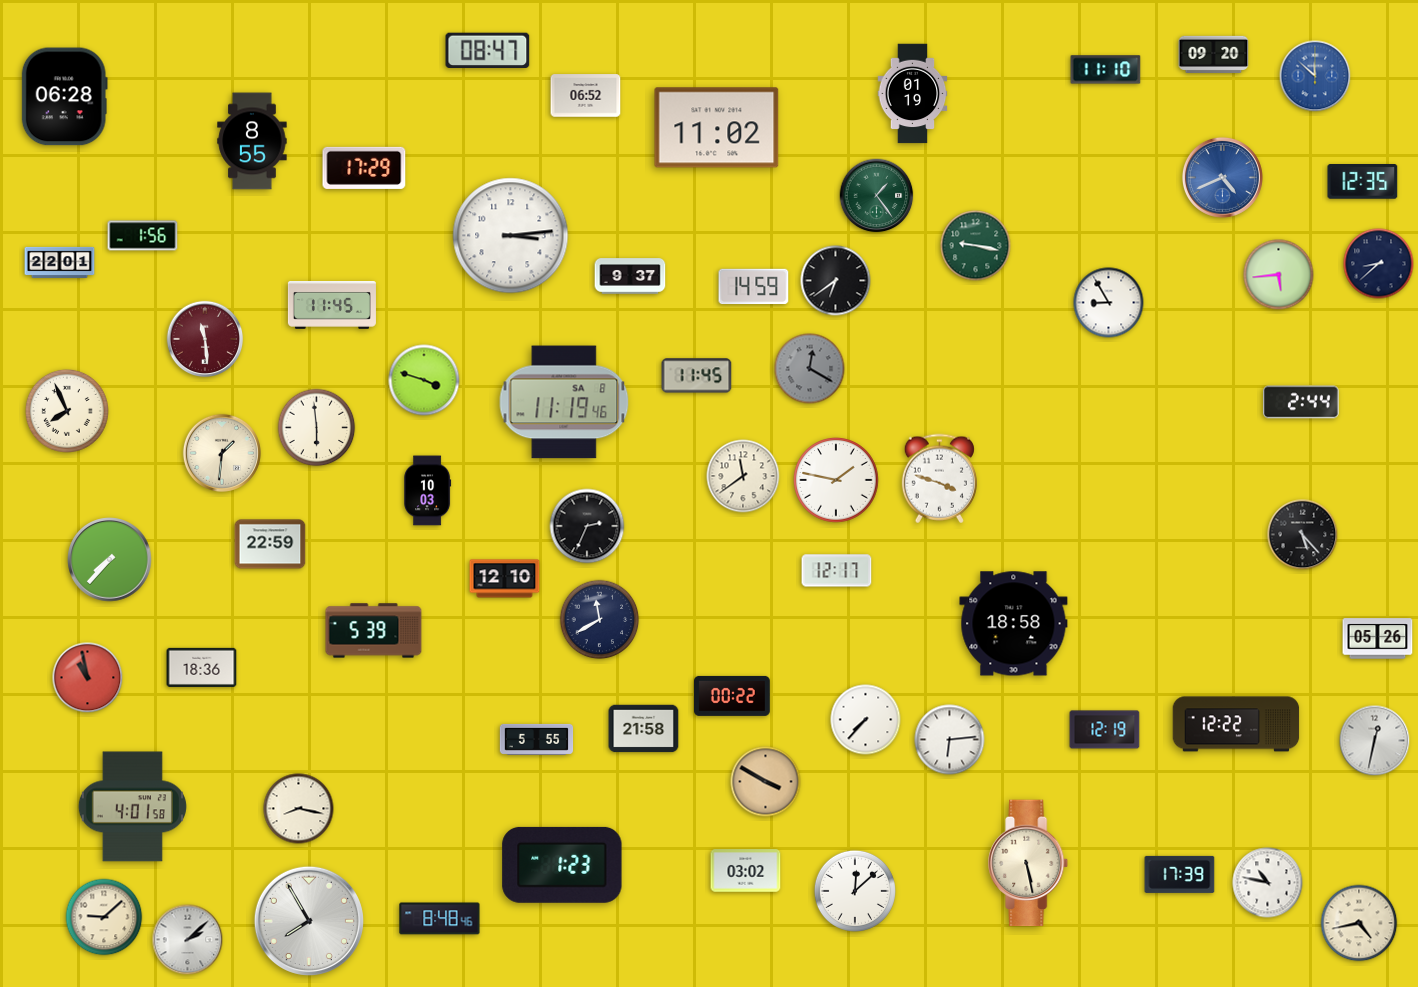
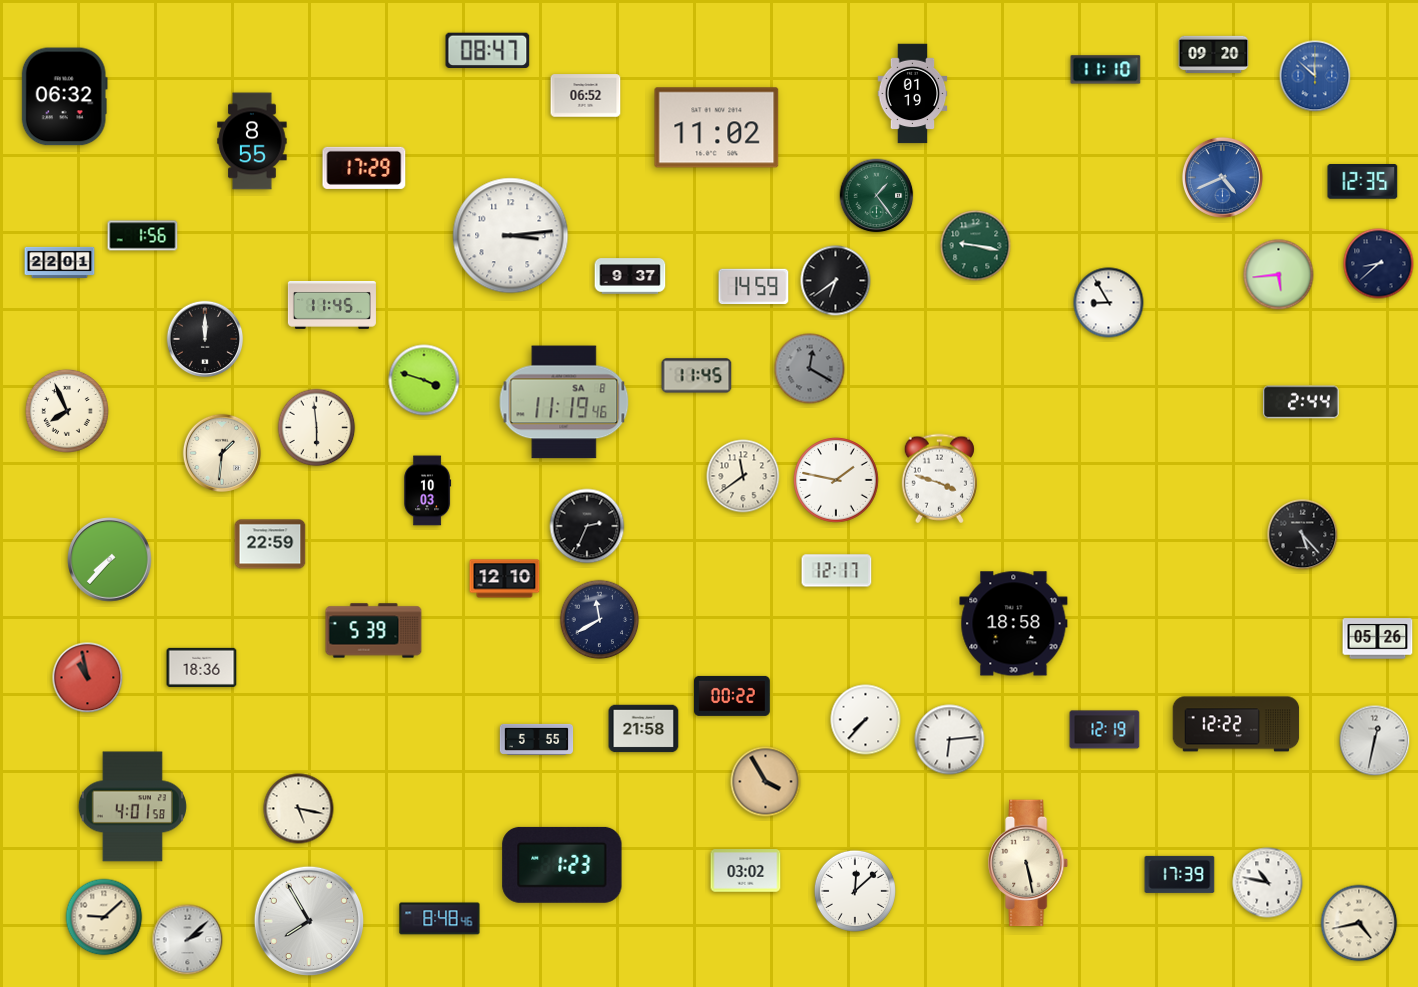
clock at (64, 97): 06:28 -> 06:32
clock at (205, 339): 11:29 -> 12:00
clock at (205, 339) dial: burgundy -> black
clock at (766, 782): 3:50 -> 3:55
clock at (299, 809): 8:17 -> 5:17
